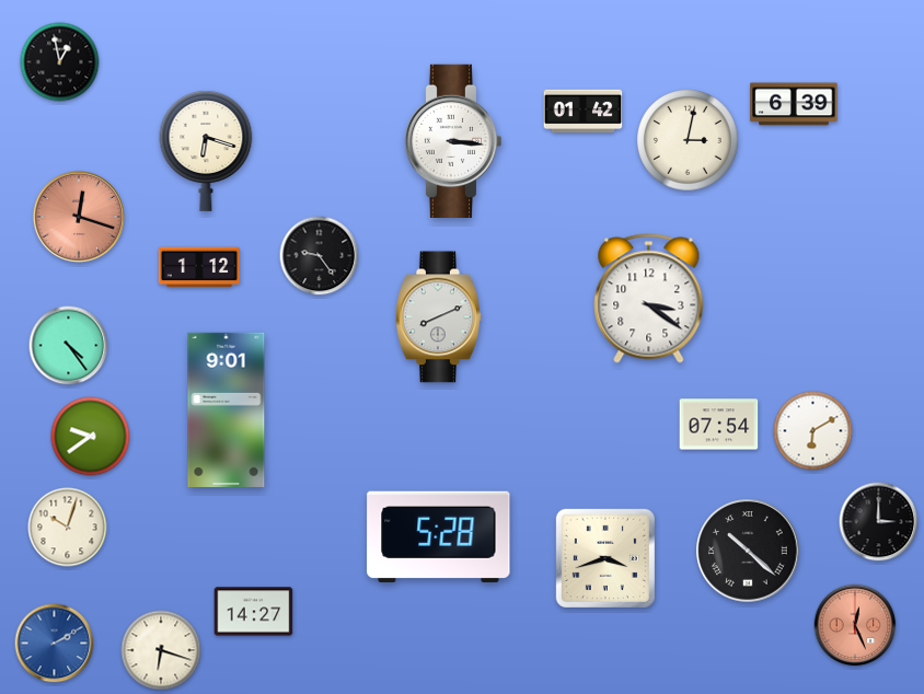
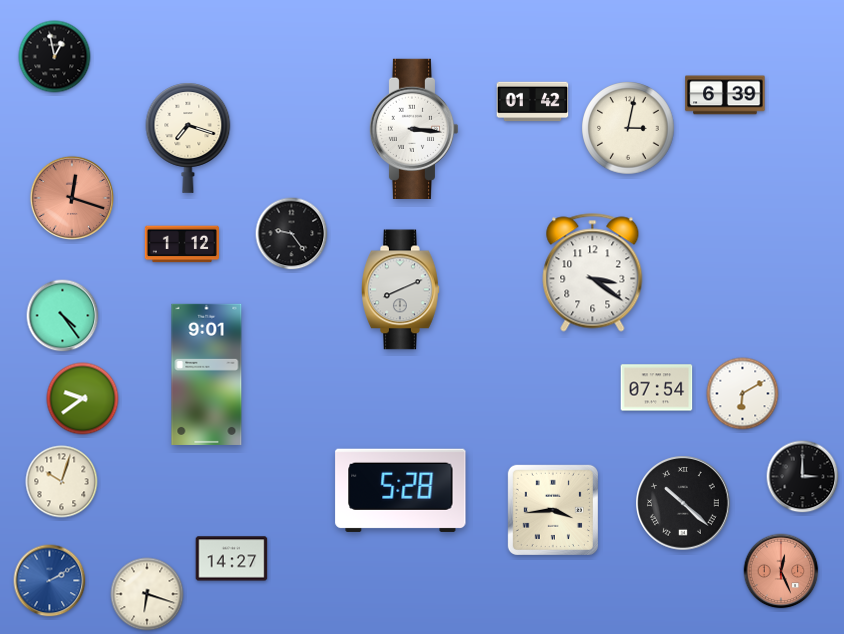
clock at (206, 151): 6:18 -> 7:18
clock at (605, 558): 3:42 -> 3:44
clock at (55, 644) position: (55, 644) -> (50, 581)
